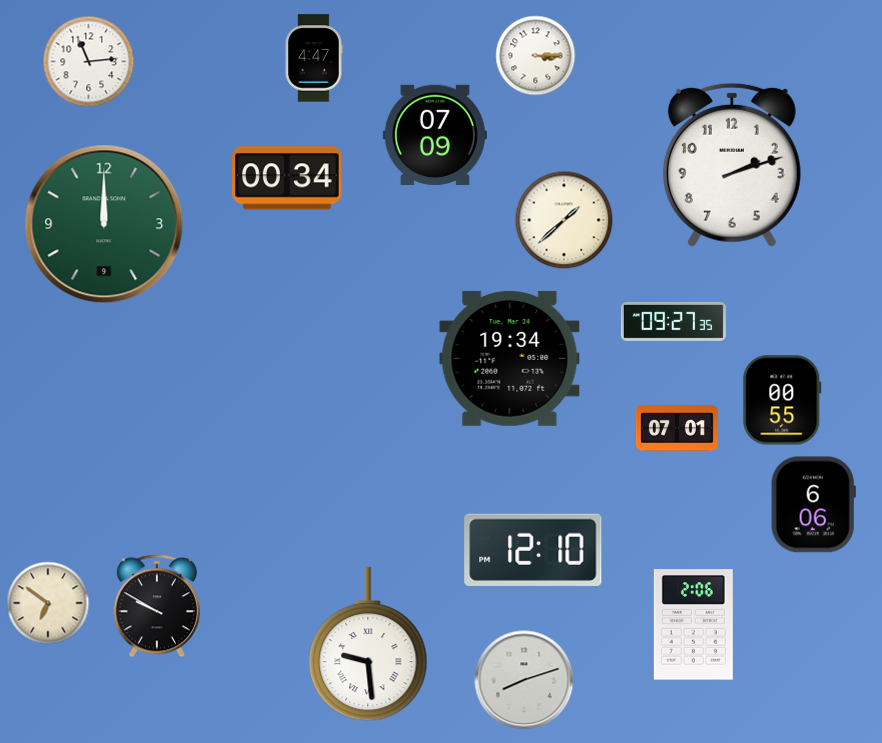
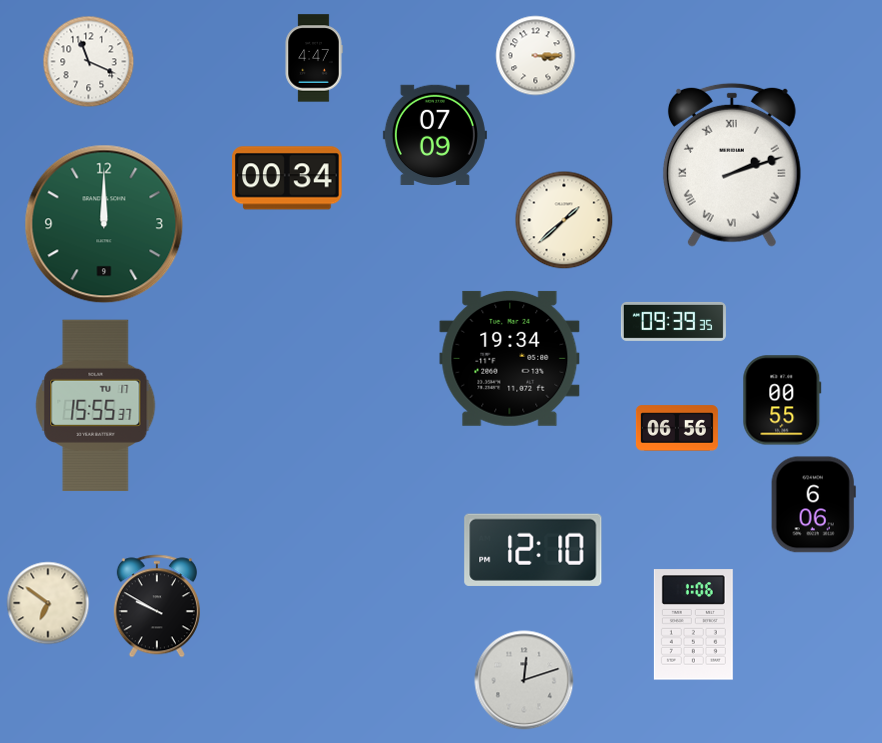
clock at (89, 62): 11:14 -> 11:19
clock at (732, 165) numerals: Arabic -> Roman
clock at (673, 321): 09:27 -> 09:39
clock at (96, 405): none -> 15:55
clock at (677, 428): 07:01 -> 06:56
clock at (693, 625): 2:06 -> 1:06
clock at (368, 644): 9:29 -> none
clock at (524, 680): 8:12 -> 12:12
